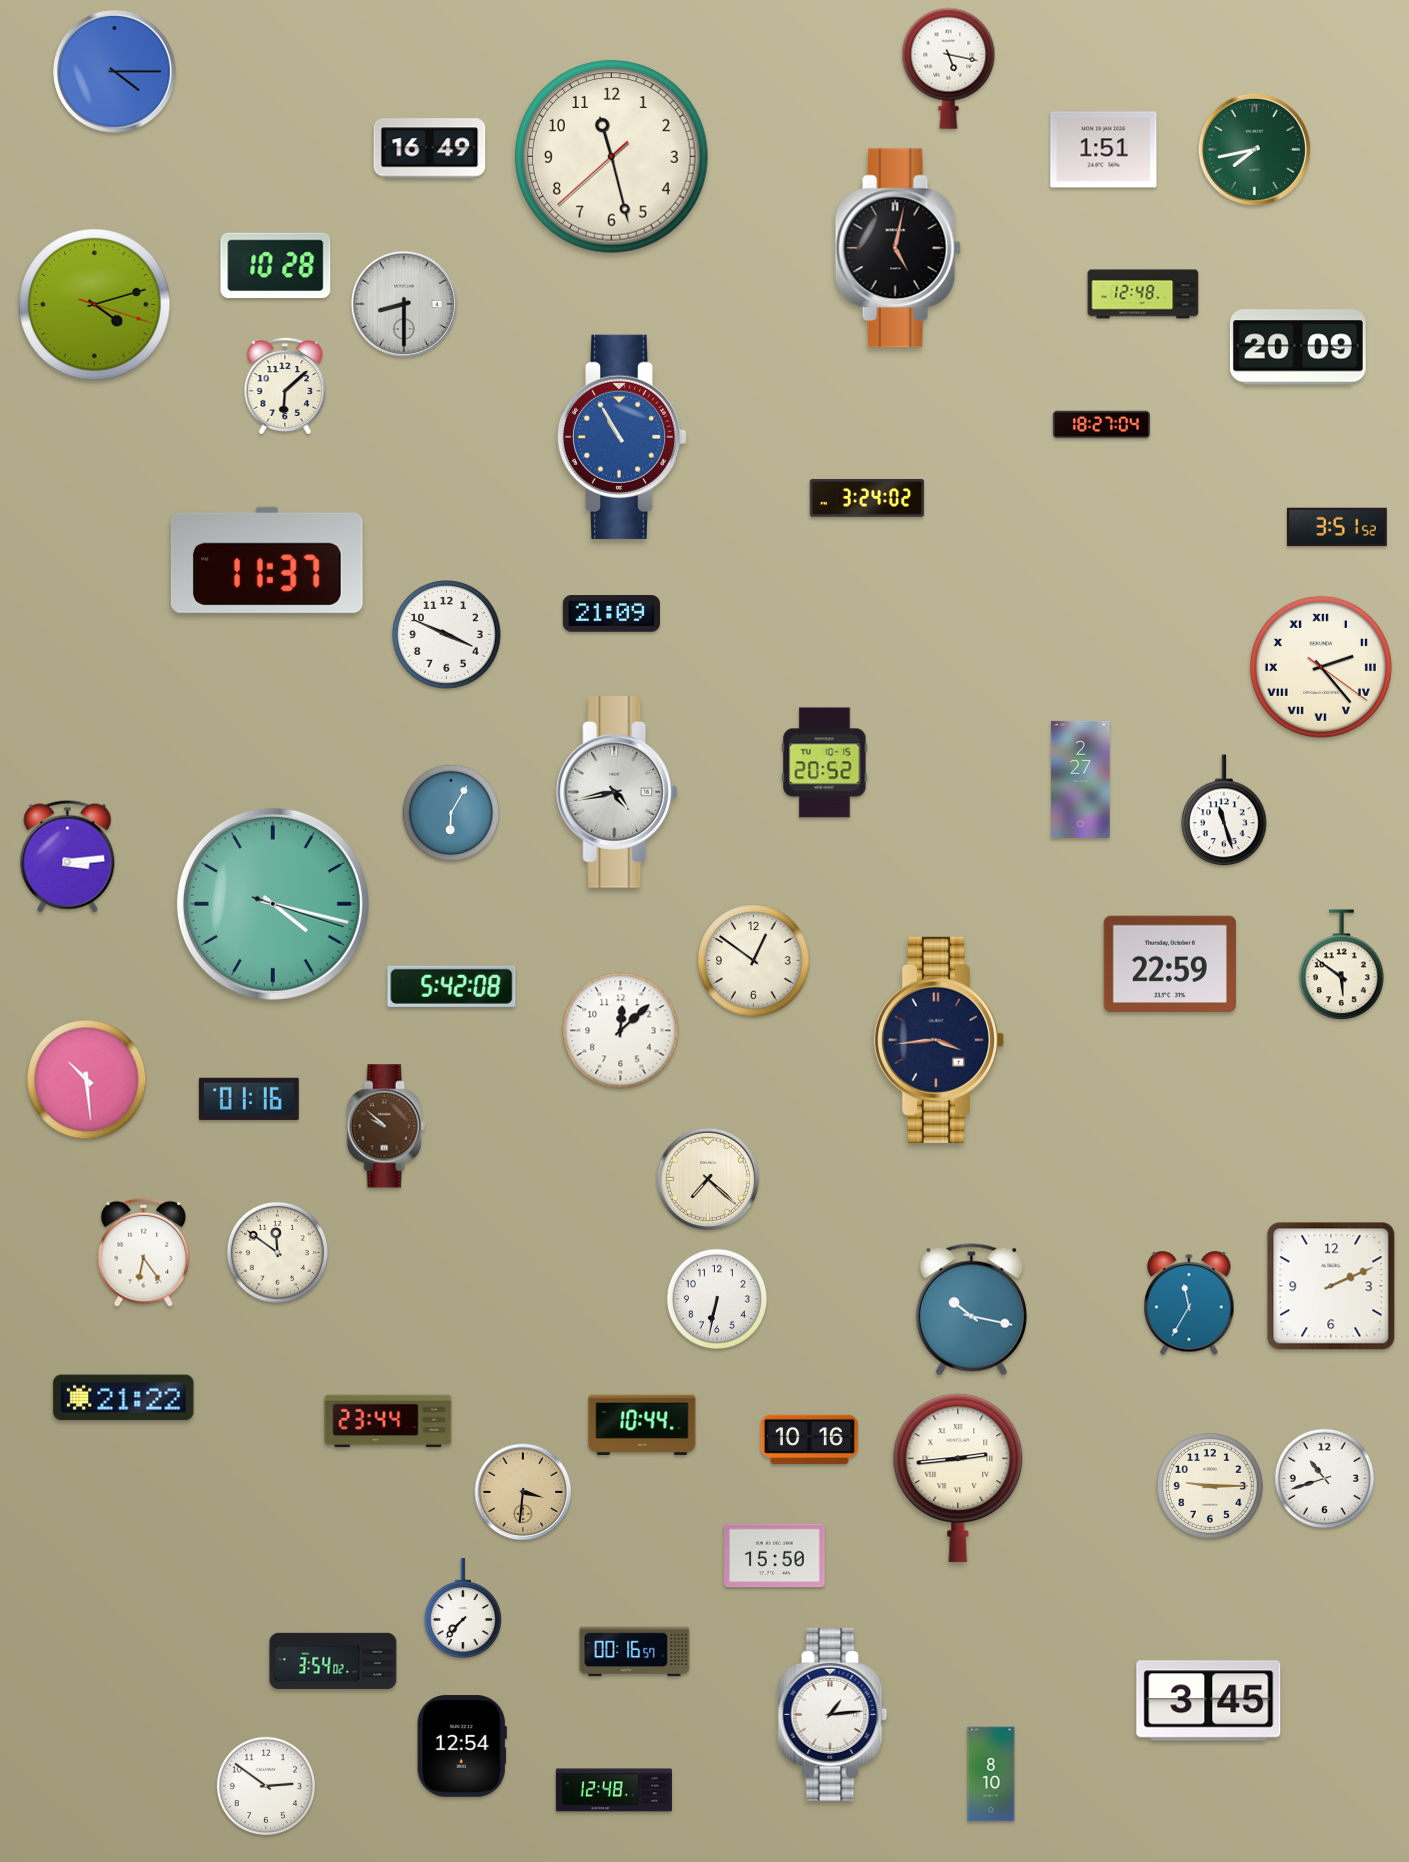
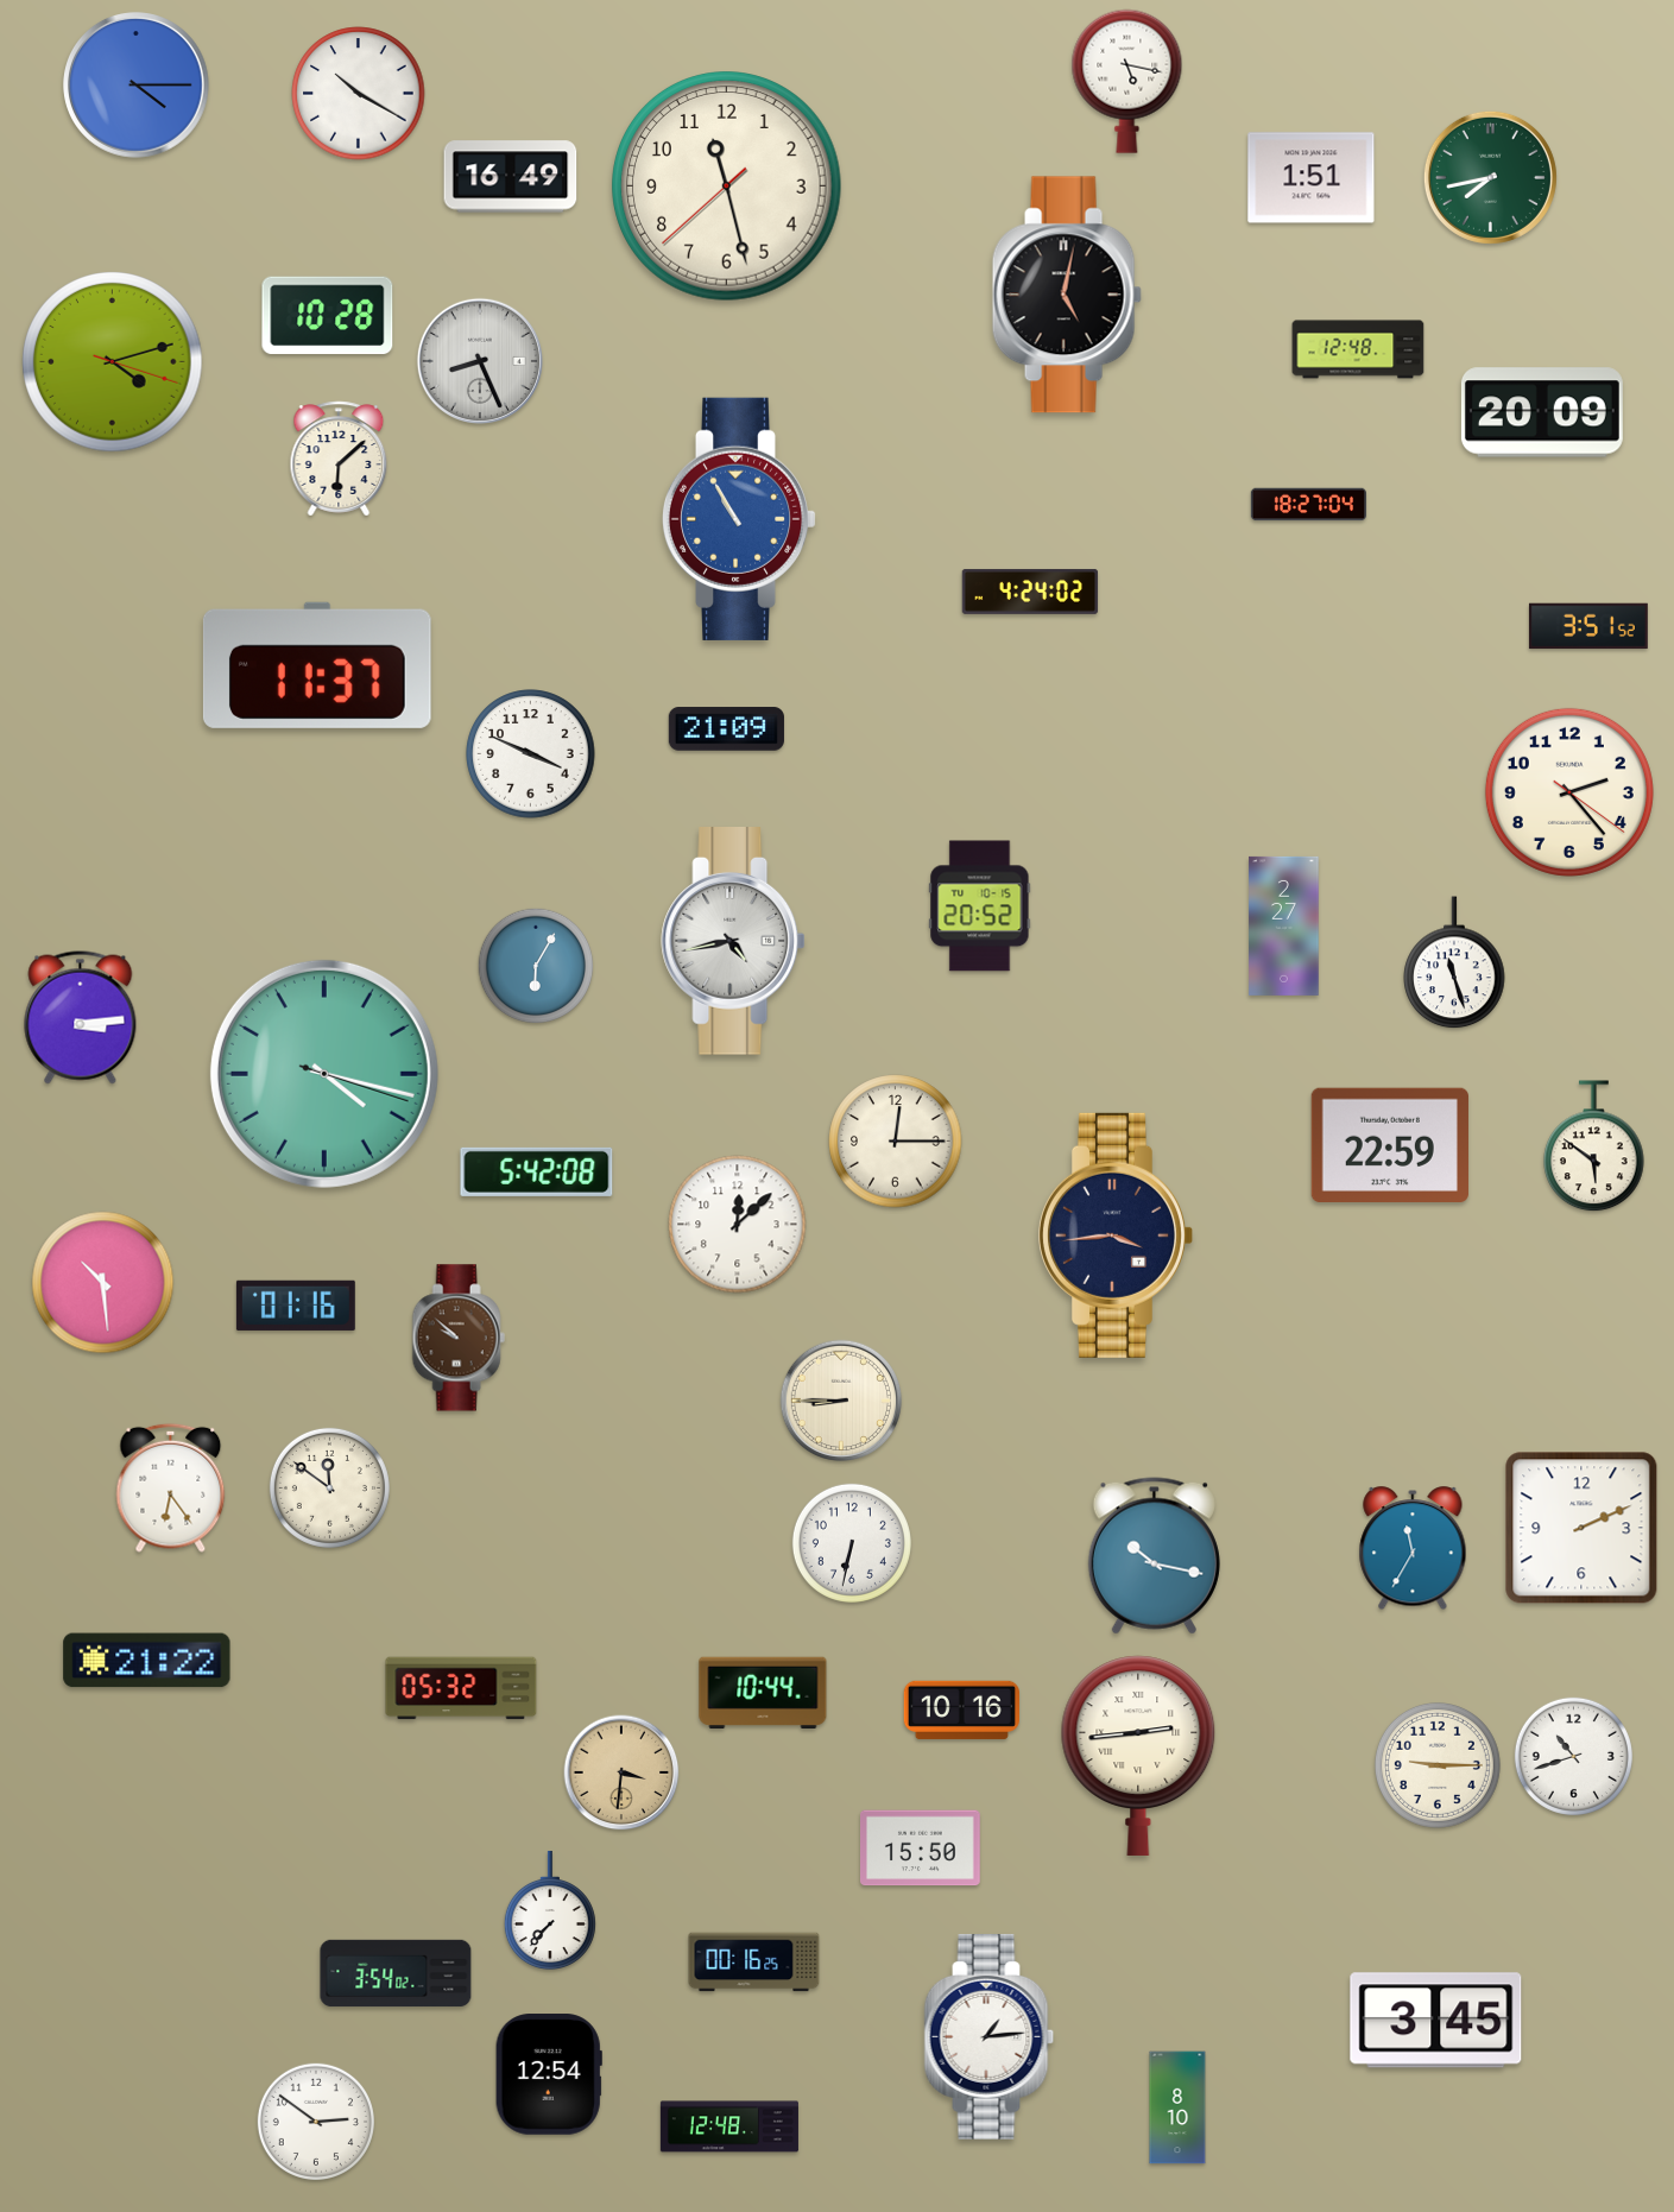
clock at (359, 94): none -> 10:20
clock at (404, 304): 8:30 -> 8:26
clock at (867, 498): 3:24 -> 4:24
clock at (1321, 667) numerals: Roman -> Arabic
clock at (754, 961): 12:51 -> 12:15
clock at (708, 1179): 7:22 -> 8:45
clock at (388, 1421): 23:44 -> 05:32
clock at (635, 1652): 00:16:57 -> 00:16:25
